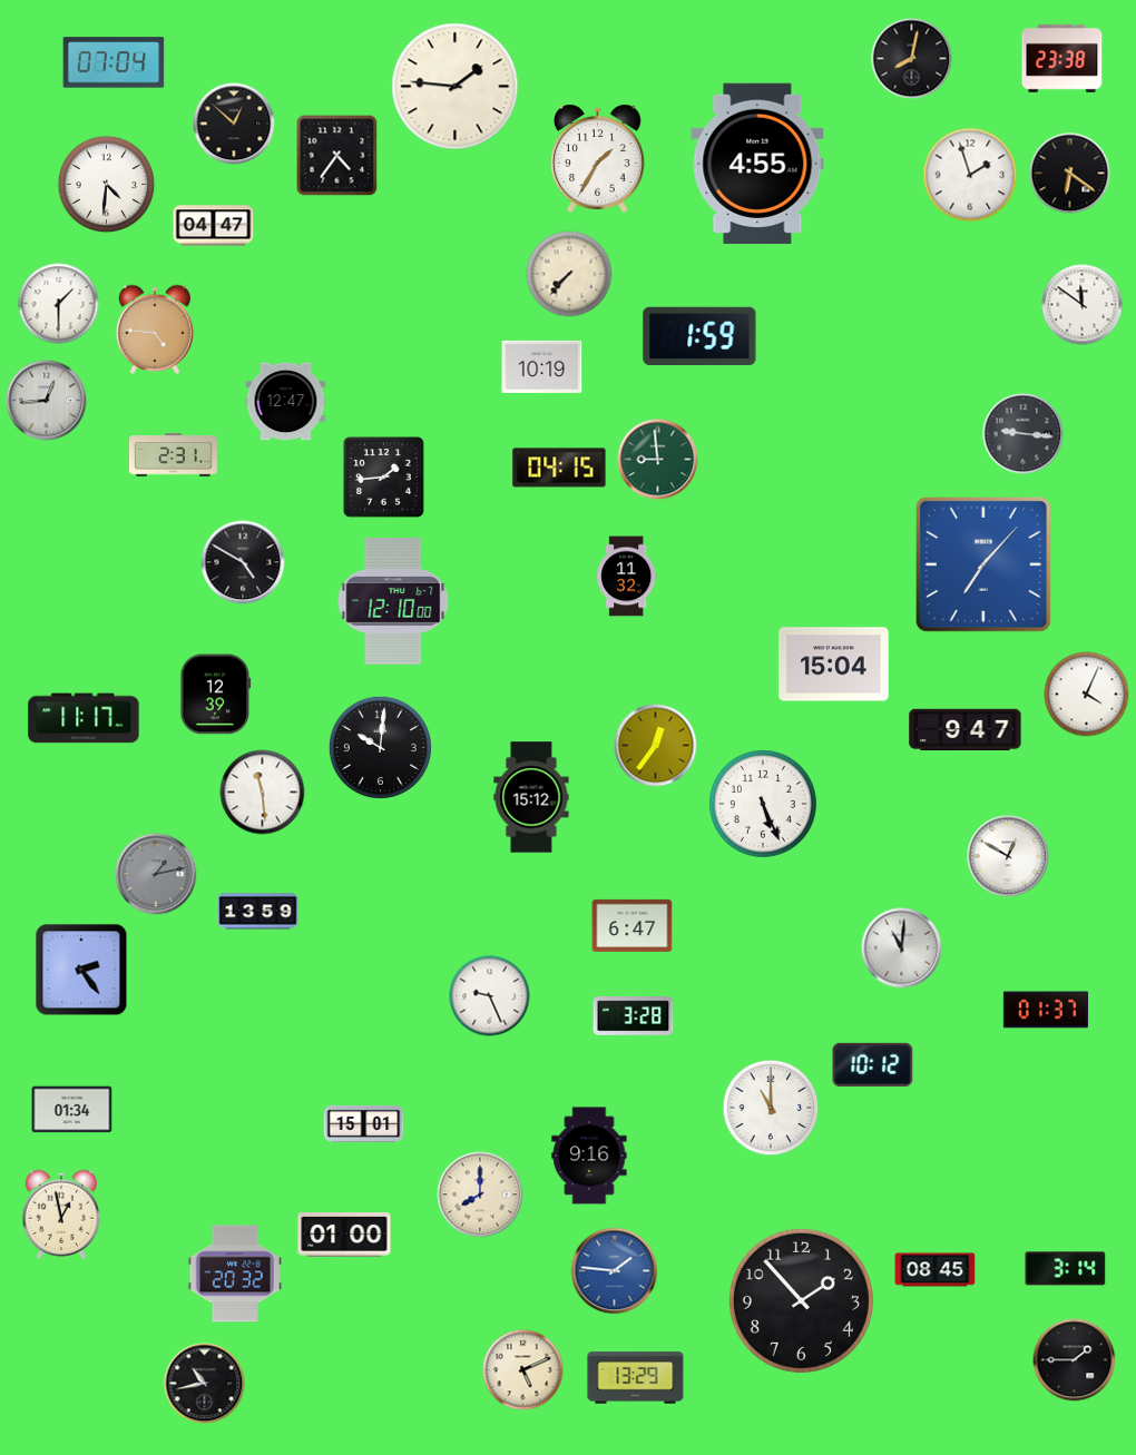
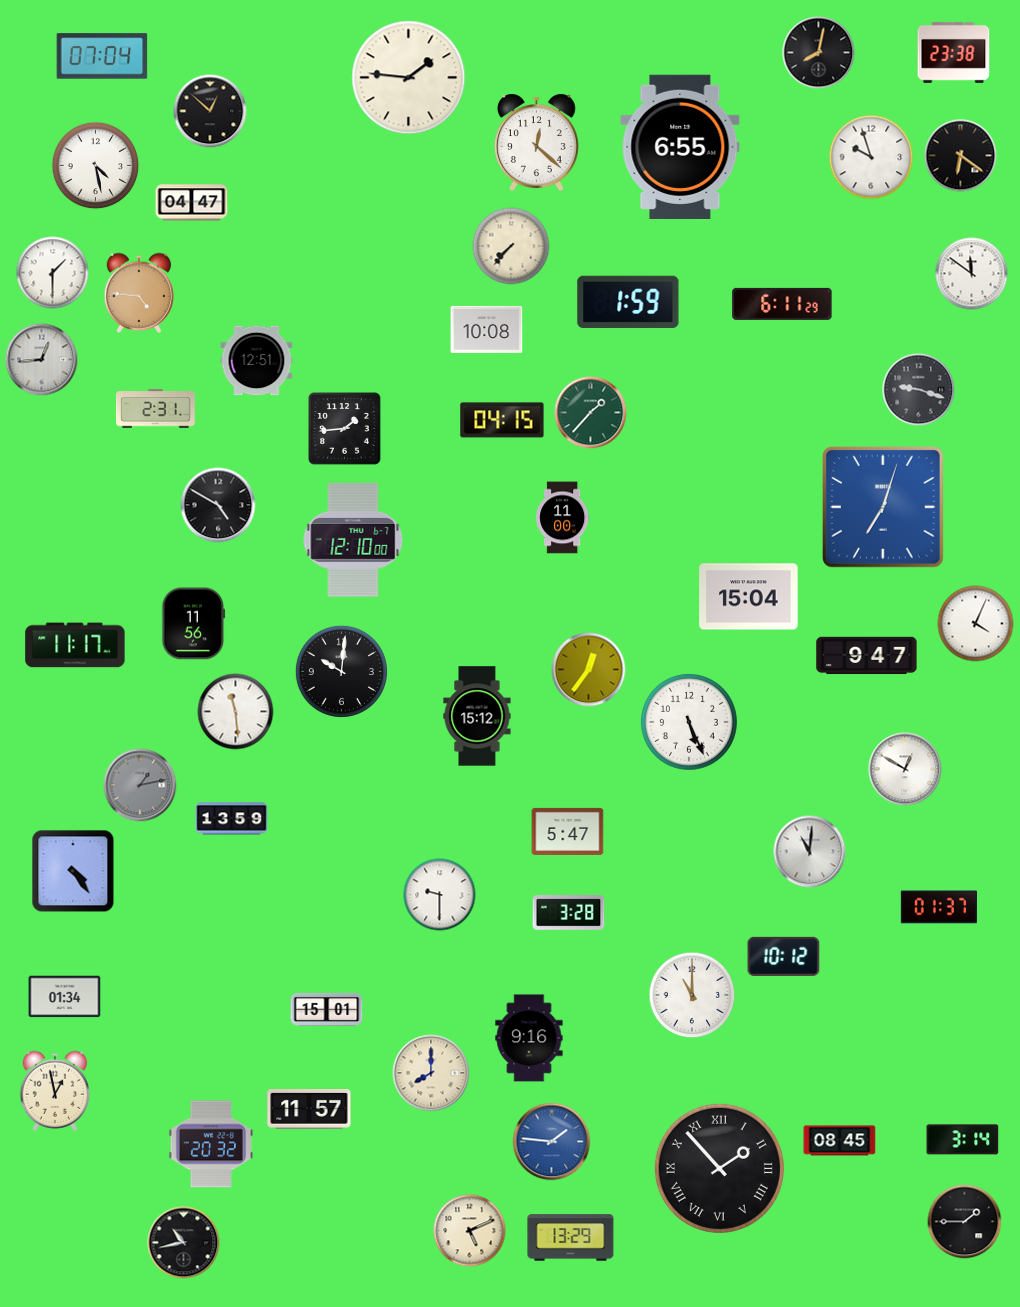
clock at (337, 156): 4:36 -> none
clock at (597, 158): 1:35 -> 12:22
clock at (757, 164): 4:55 -> 6:55
clock at (970, 175): 1:57 -> 9:57
clock at (107, 185): 4:31 -> 4:28
clock at (155, 330) position: (155, 330) -> (139, 293)
clock at (782, 304): none -> 6:11
clock at (542, 366): 10:19 -> 10:08
clock at (286, 402): 12:47 -> 12:51
clock at (1024, 434): 9:16 -> 9:18
clock at (658, 460): 8:59 -> 1:37
clock at (985, 566): 7:07 -> 7:03
clock at (627, 577): 11:32 -> 11:00
clock at (216, 695): 12:39 -> 11:56
clock at (763, 804) position: (763, 804) -> (689, 722)
clock at (633, 925): 6:47 -> 5:47
clock at (81, 970): 2:24 -> 4:24
clock at (490, 996): 9:26 -> 9:30
clock at (344, 1236): 01:00 -> 11:57
clock at (1066, 1269) position: (1066, 1269) -> (963, 1140)
clock at (801, 1300) numerals: Arabic -> Roman
